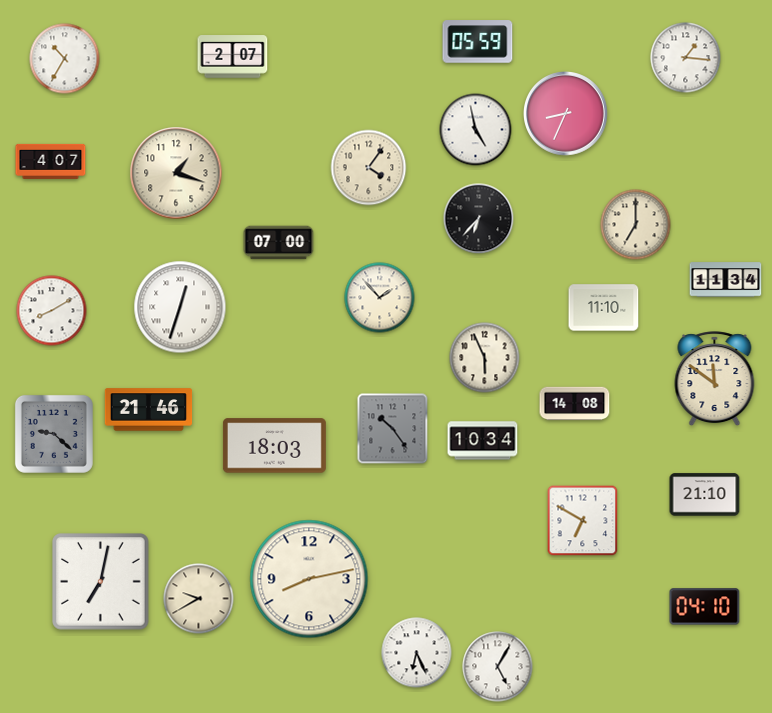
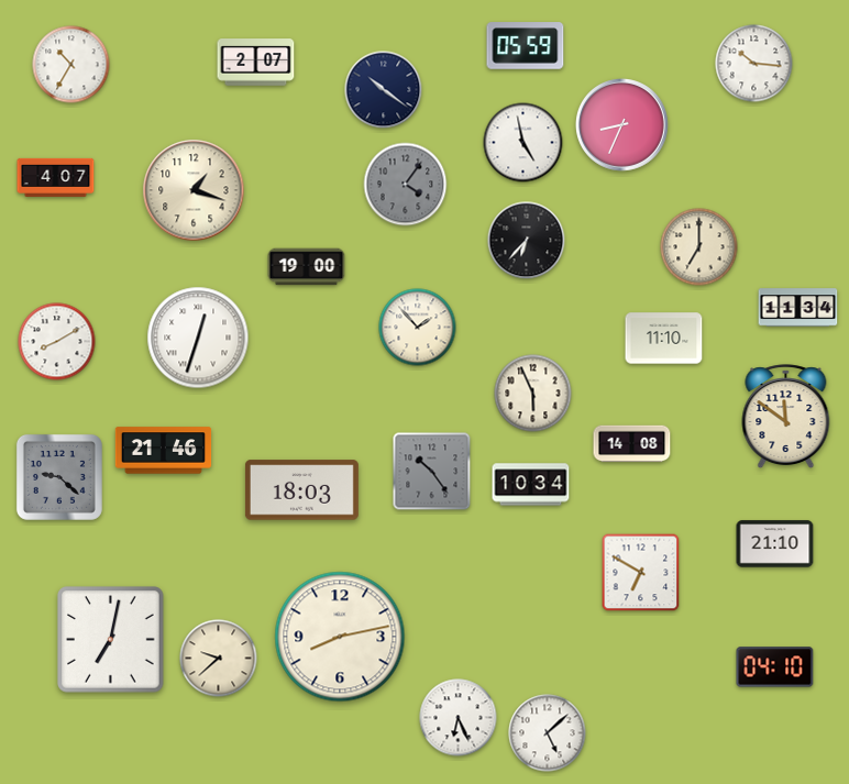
clock at (686, 58): 1:16 -> 10:16
clock at (384, 90): none -> 10:21
clock at (369, 168) dial: cream -> grey
clock at (279, 243): 07:00 -> 19:00
clock at (199, 599): 9:40 -> 9:38
clock at (498, 667): 5:05 -> 5:08
